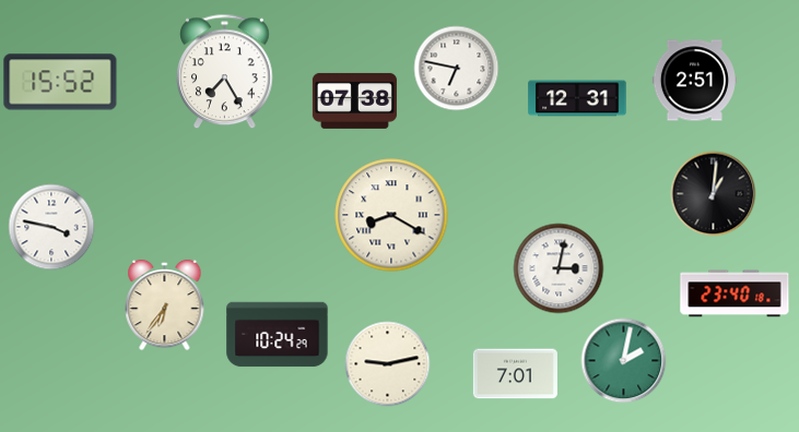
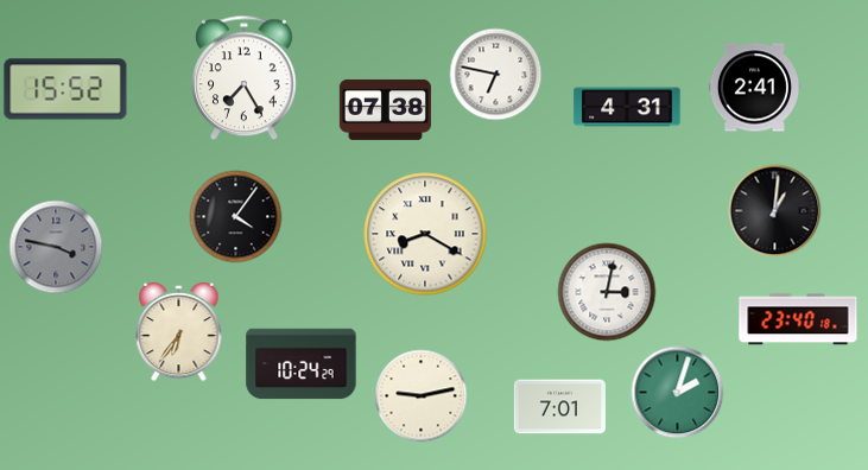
clock at (694, 81): 2:51 -> 2:41
clock at (577, 98): 12:31 -> 4:31
clock at (235, 216): none -> 4:06
clock at (51, 227) dial: white -> grey
clock at (623, 360): 2:02 -> 2:03
